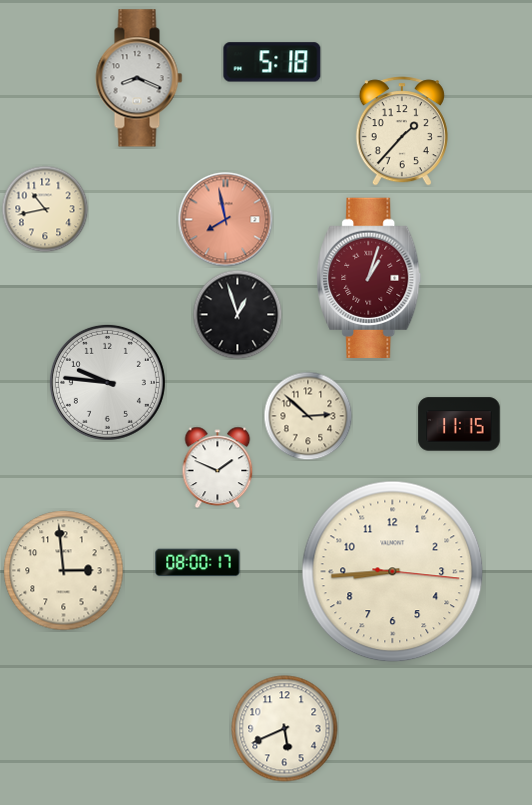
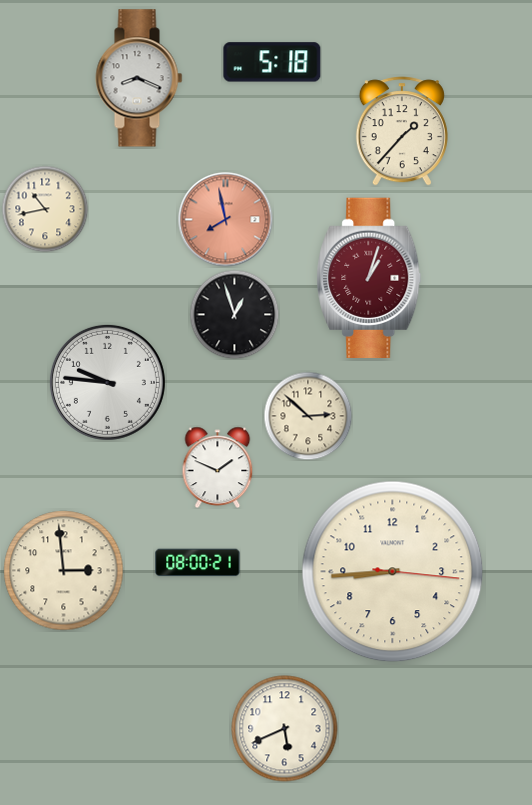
clock at (237, 314) position: (237, 314) -> (234, 314)
clock at (459, 424): 11:15 -> none
clock at (198, 563): 08:00:17 -> 08:00:21
